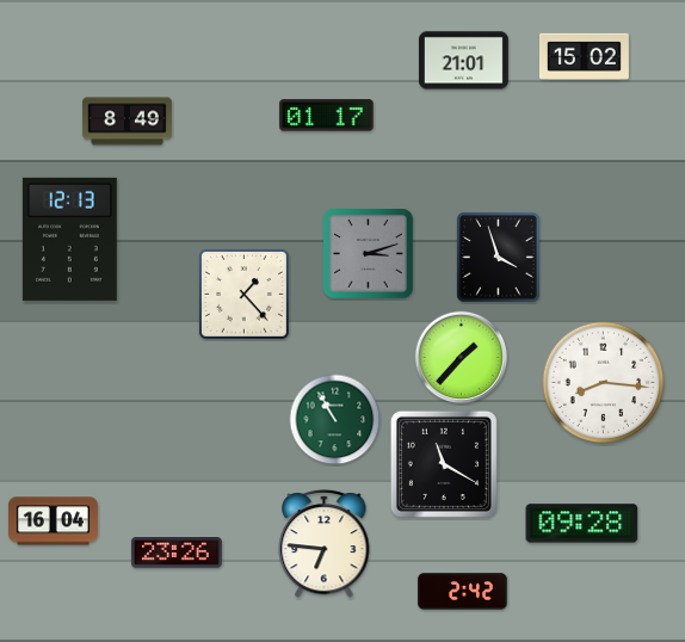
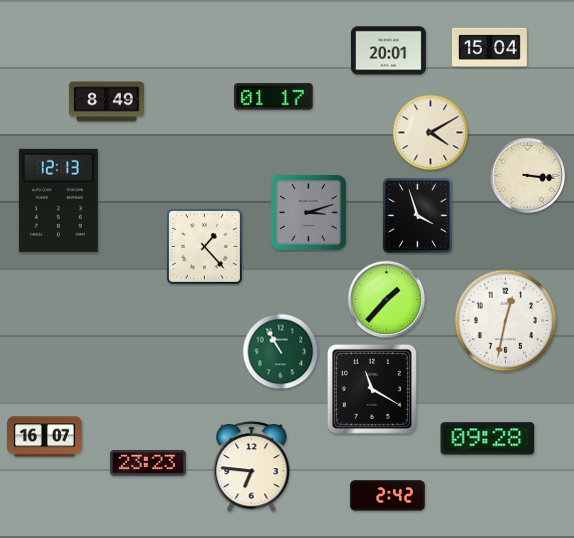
clock at (584, 56): 15:02 -> 15:04
clock at (463, 61): 21:01 -> 20:01
clock at (431, 133): none -> 4:10
clock at (528, 176): none -> 3:16
clock at (604, 383): 8:16 -> 12:32
clock at (53, 521): 16:04 -> 16:07
clock at (325, 543) position: (325, 543) -> (252, 466)
clock at (177, 554): 23:26 -> 23:23
